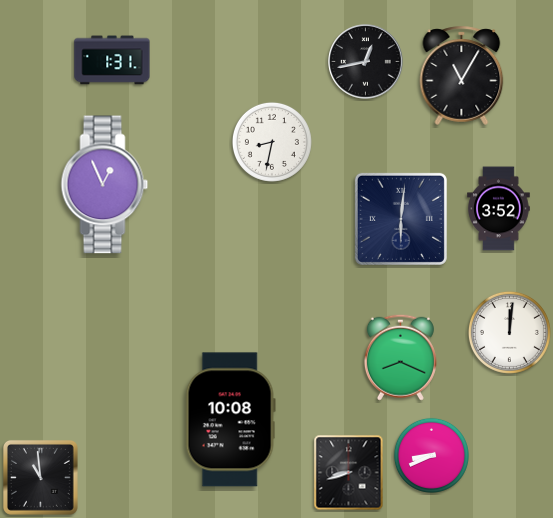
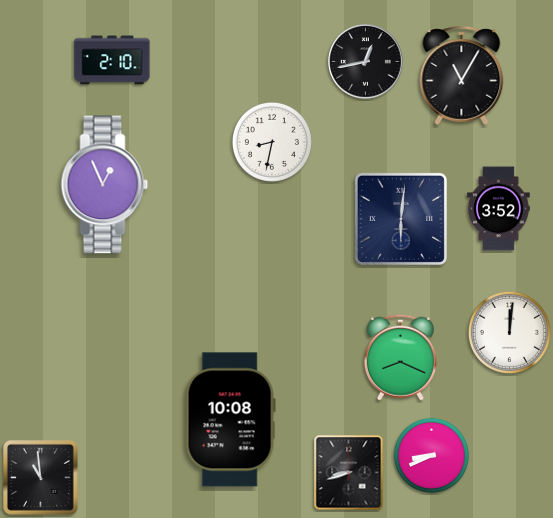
clock at (112, 60): 1:31 -> 2:10
